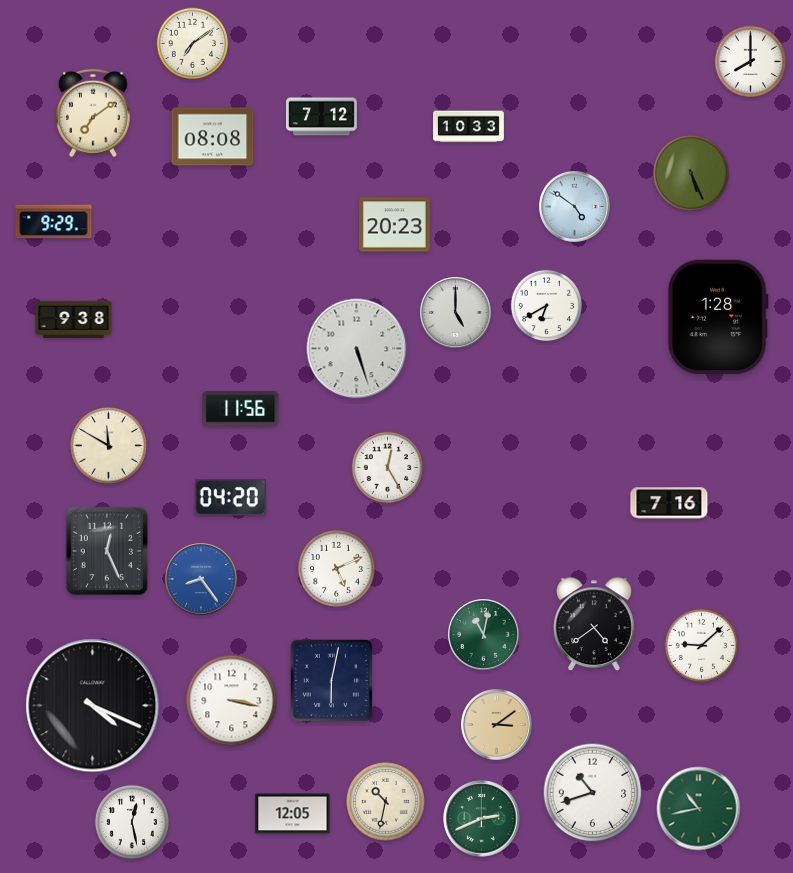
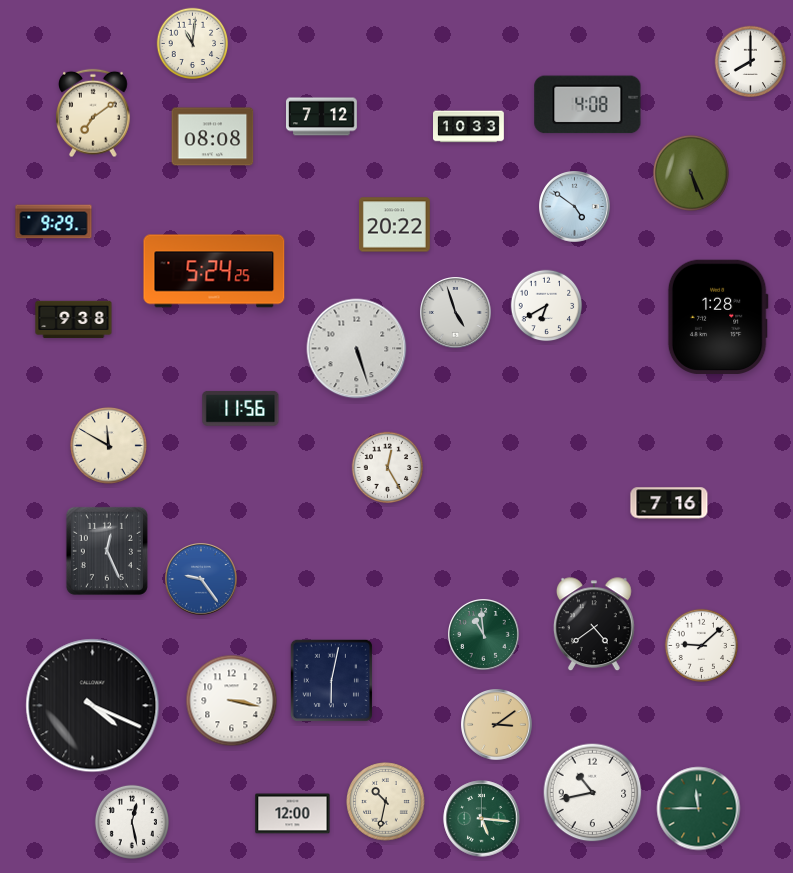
clock at (193, 44): 7:09 -> 11:01
clock at (588, 105): none -> 4:08
clock at (395, 225): 20:23 -> 20:22
clock at (214, 271): none -> 5:24
clock at (456, 313): 5:00 -> 4:57
clock at (230, 498): 04:20 -> none
clock at (336, 568): 5:11 -> none
clock at (202, 580): 8:24 -> 9:24
clock at (484, 635): 11:02 -> 10:59
clock at (593, 793): 10:42 -> 10:43
clock at (699, 809): 10:43 -> 11:45
clock at (293, 814): 12:05 -> 12:00
clock at (482, 819): 2:41 -> 5:16
